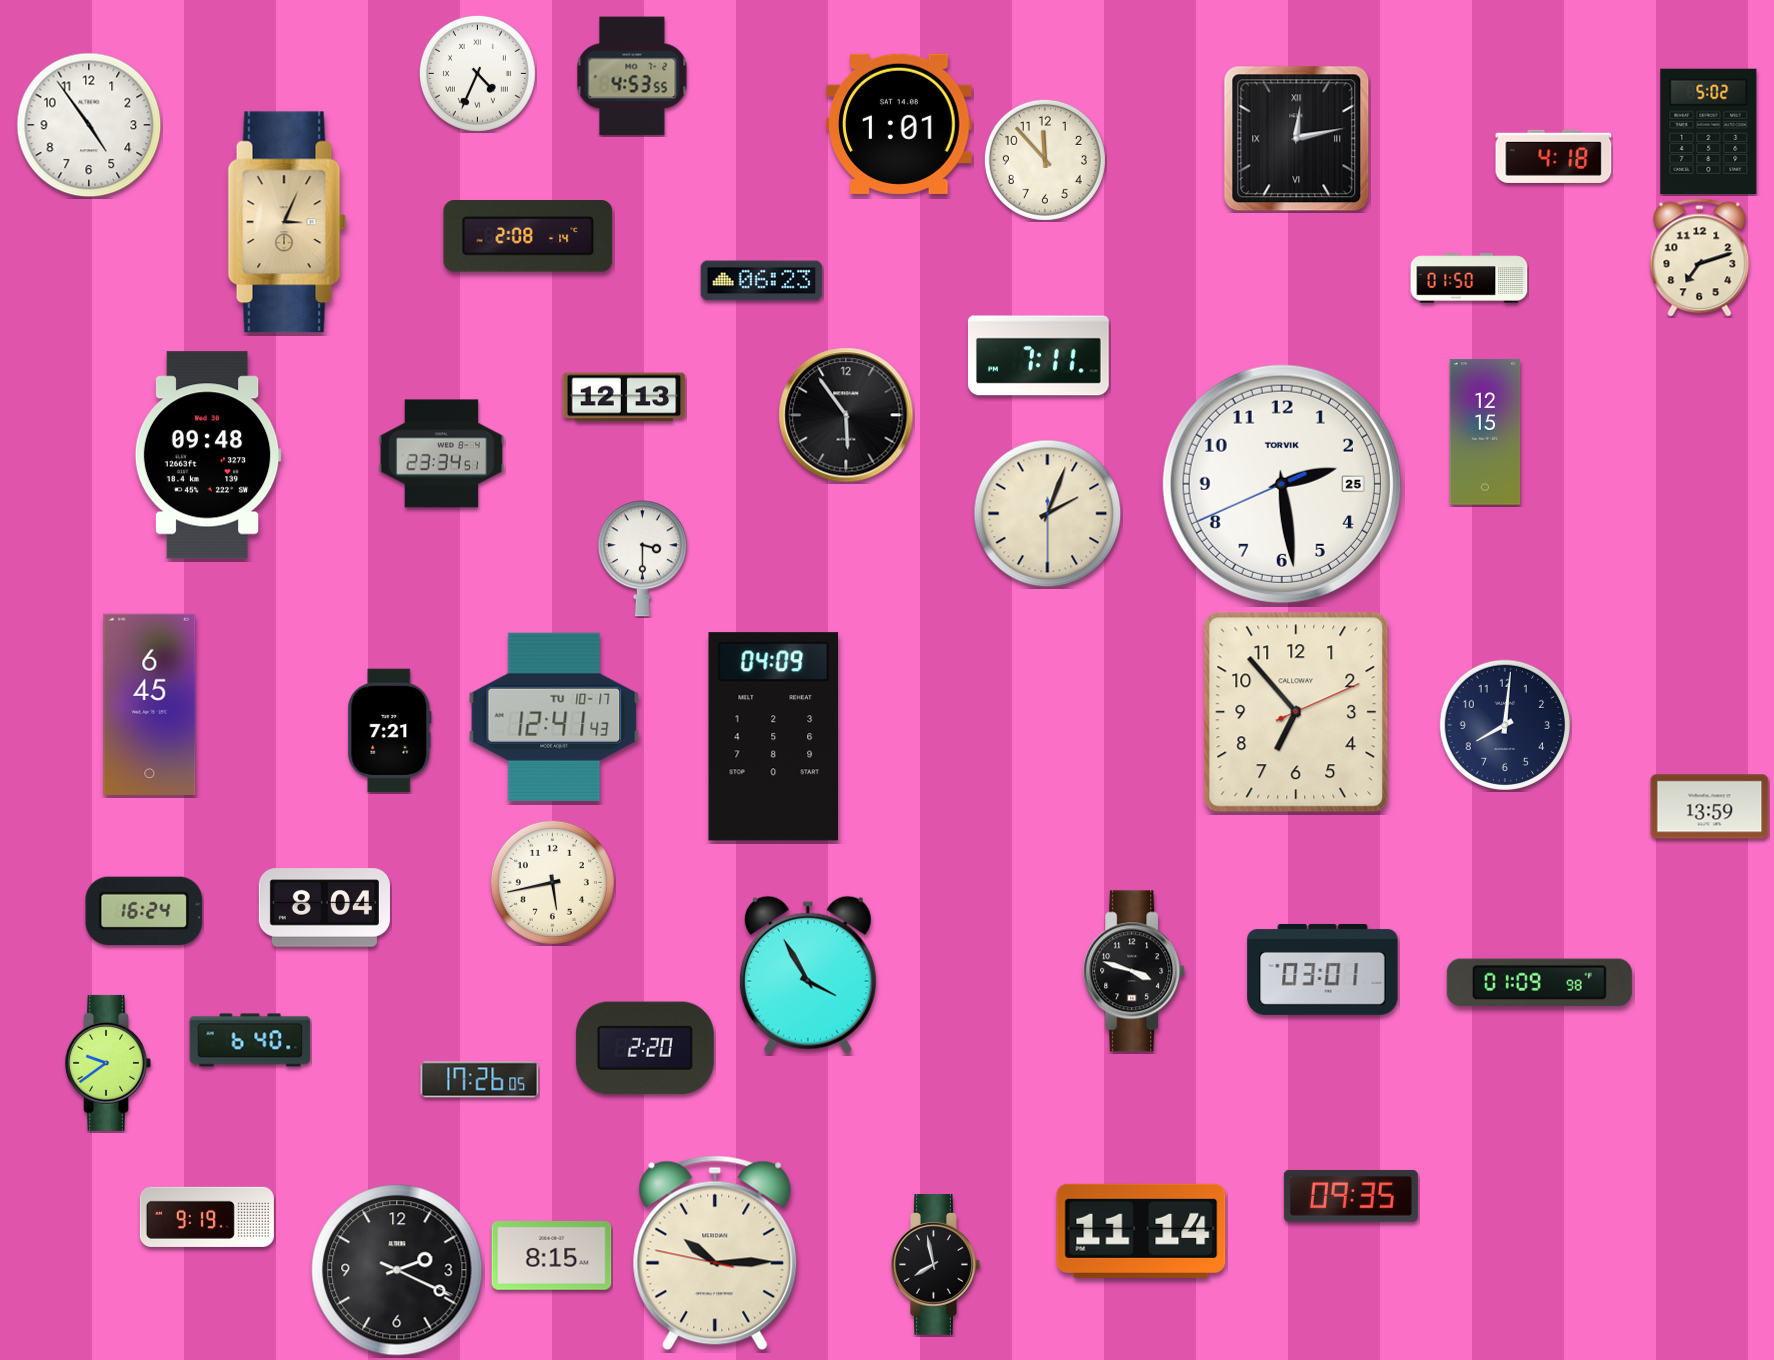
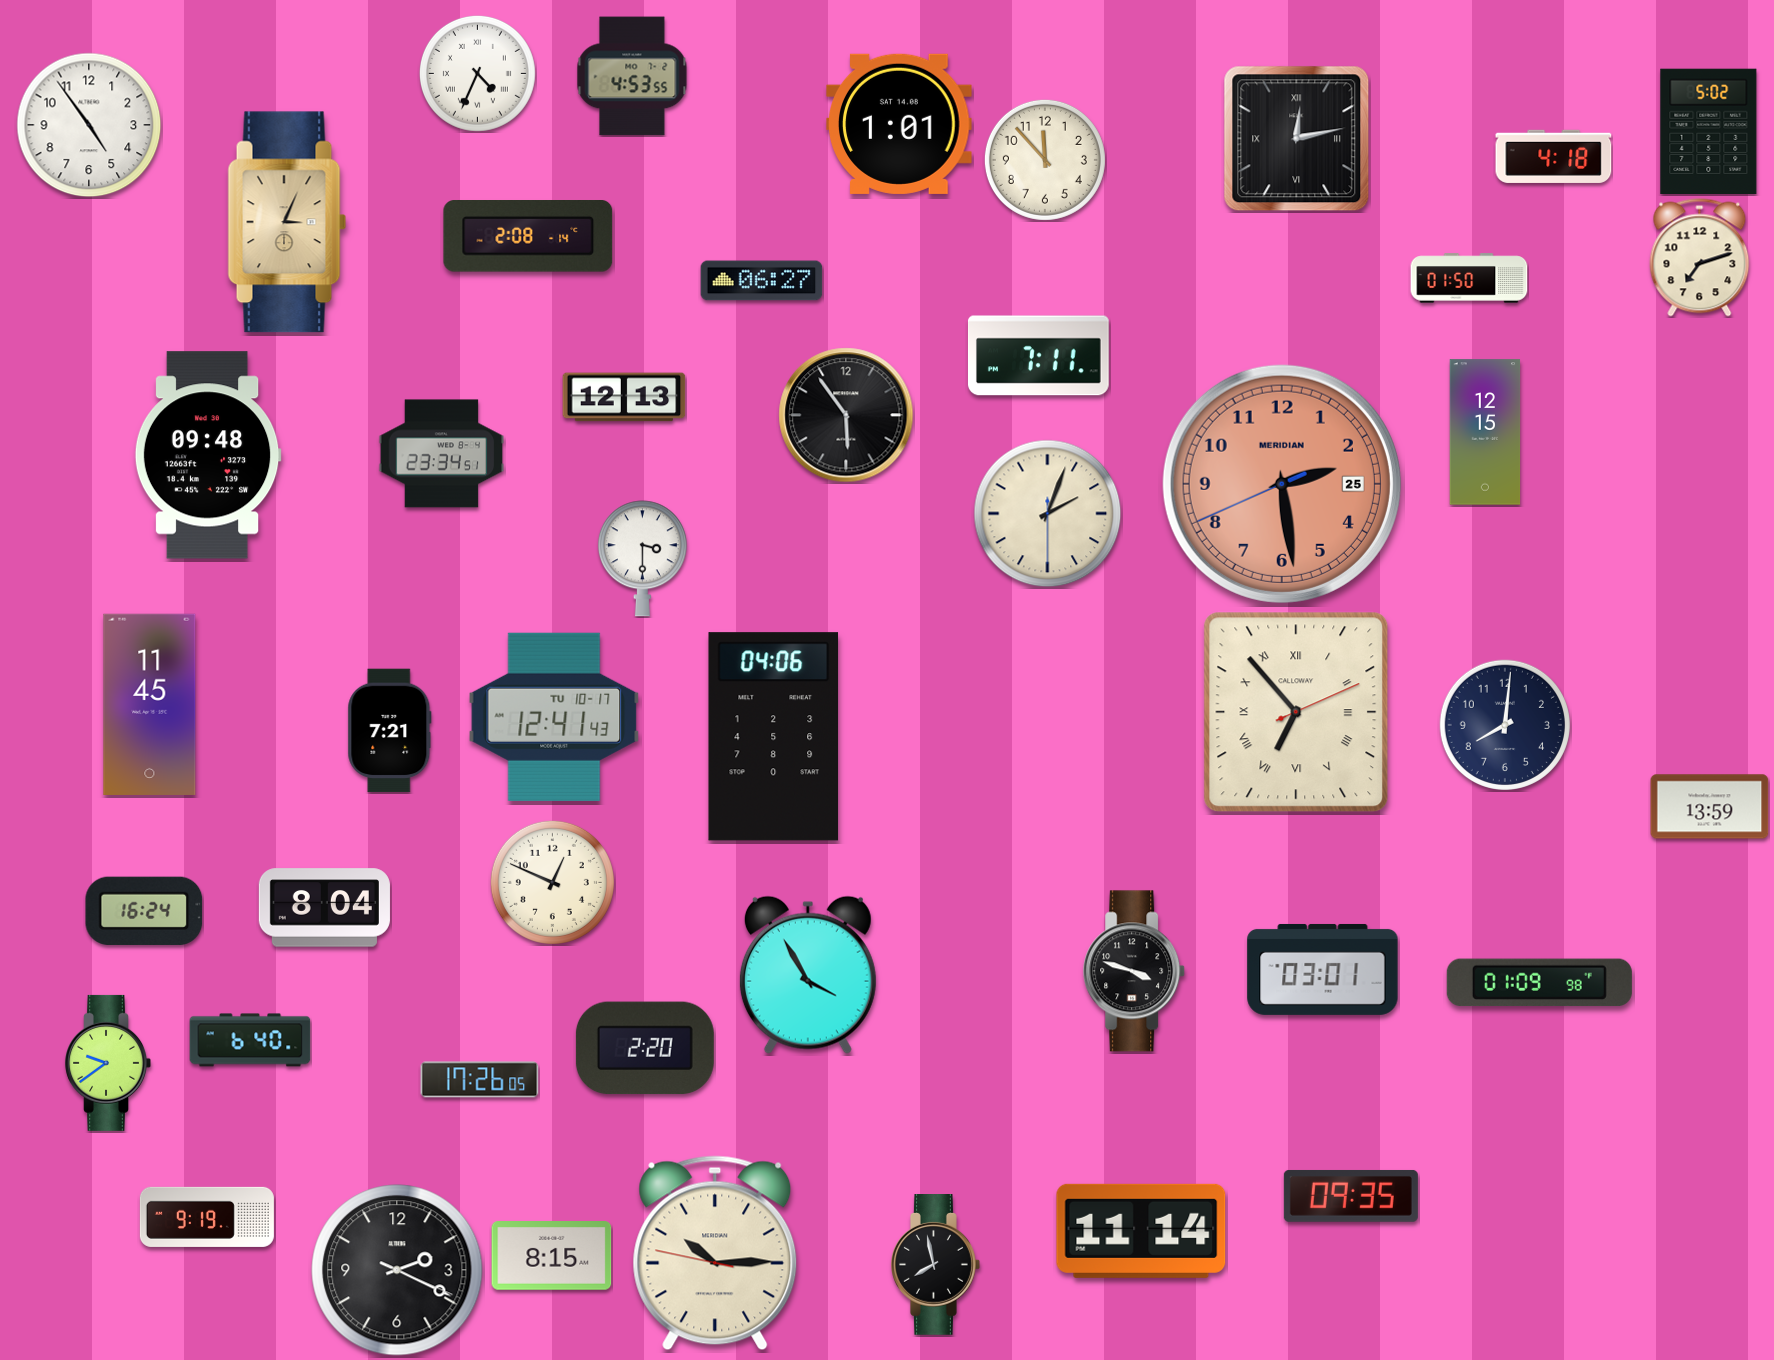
clock at (762, 281): 06:23 -> 06:27
clock at (1282, 484) dial: white -> salmon
clock at (1282, 484) brand: TORVIK -> MERIDIAN
clock at (150, 704): 6:45 -> 11:45
clock at (1296, 712) numerals: Arabic -> Roman
clock at (773, 737): 04:09 -> 04:06
clock at (552, 882): 5:43 -> 12:49
